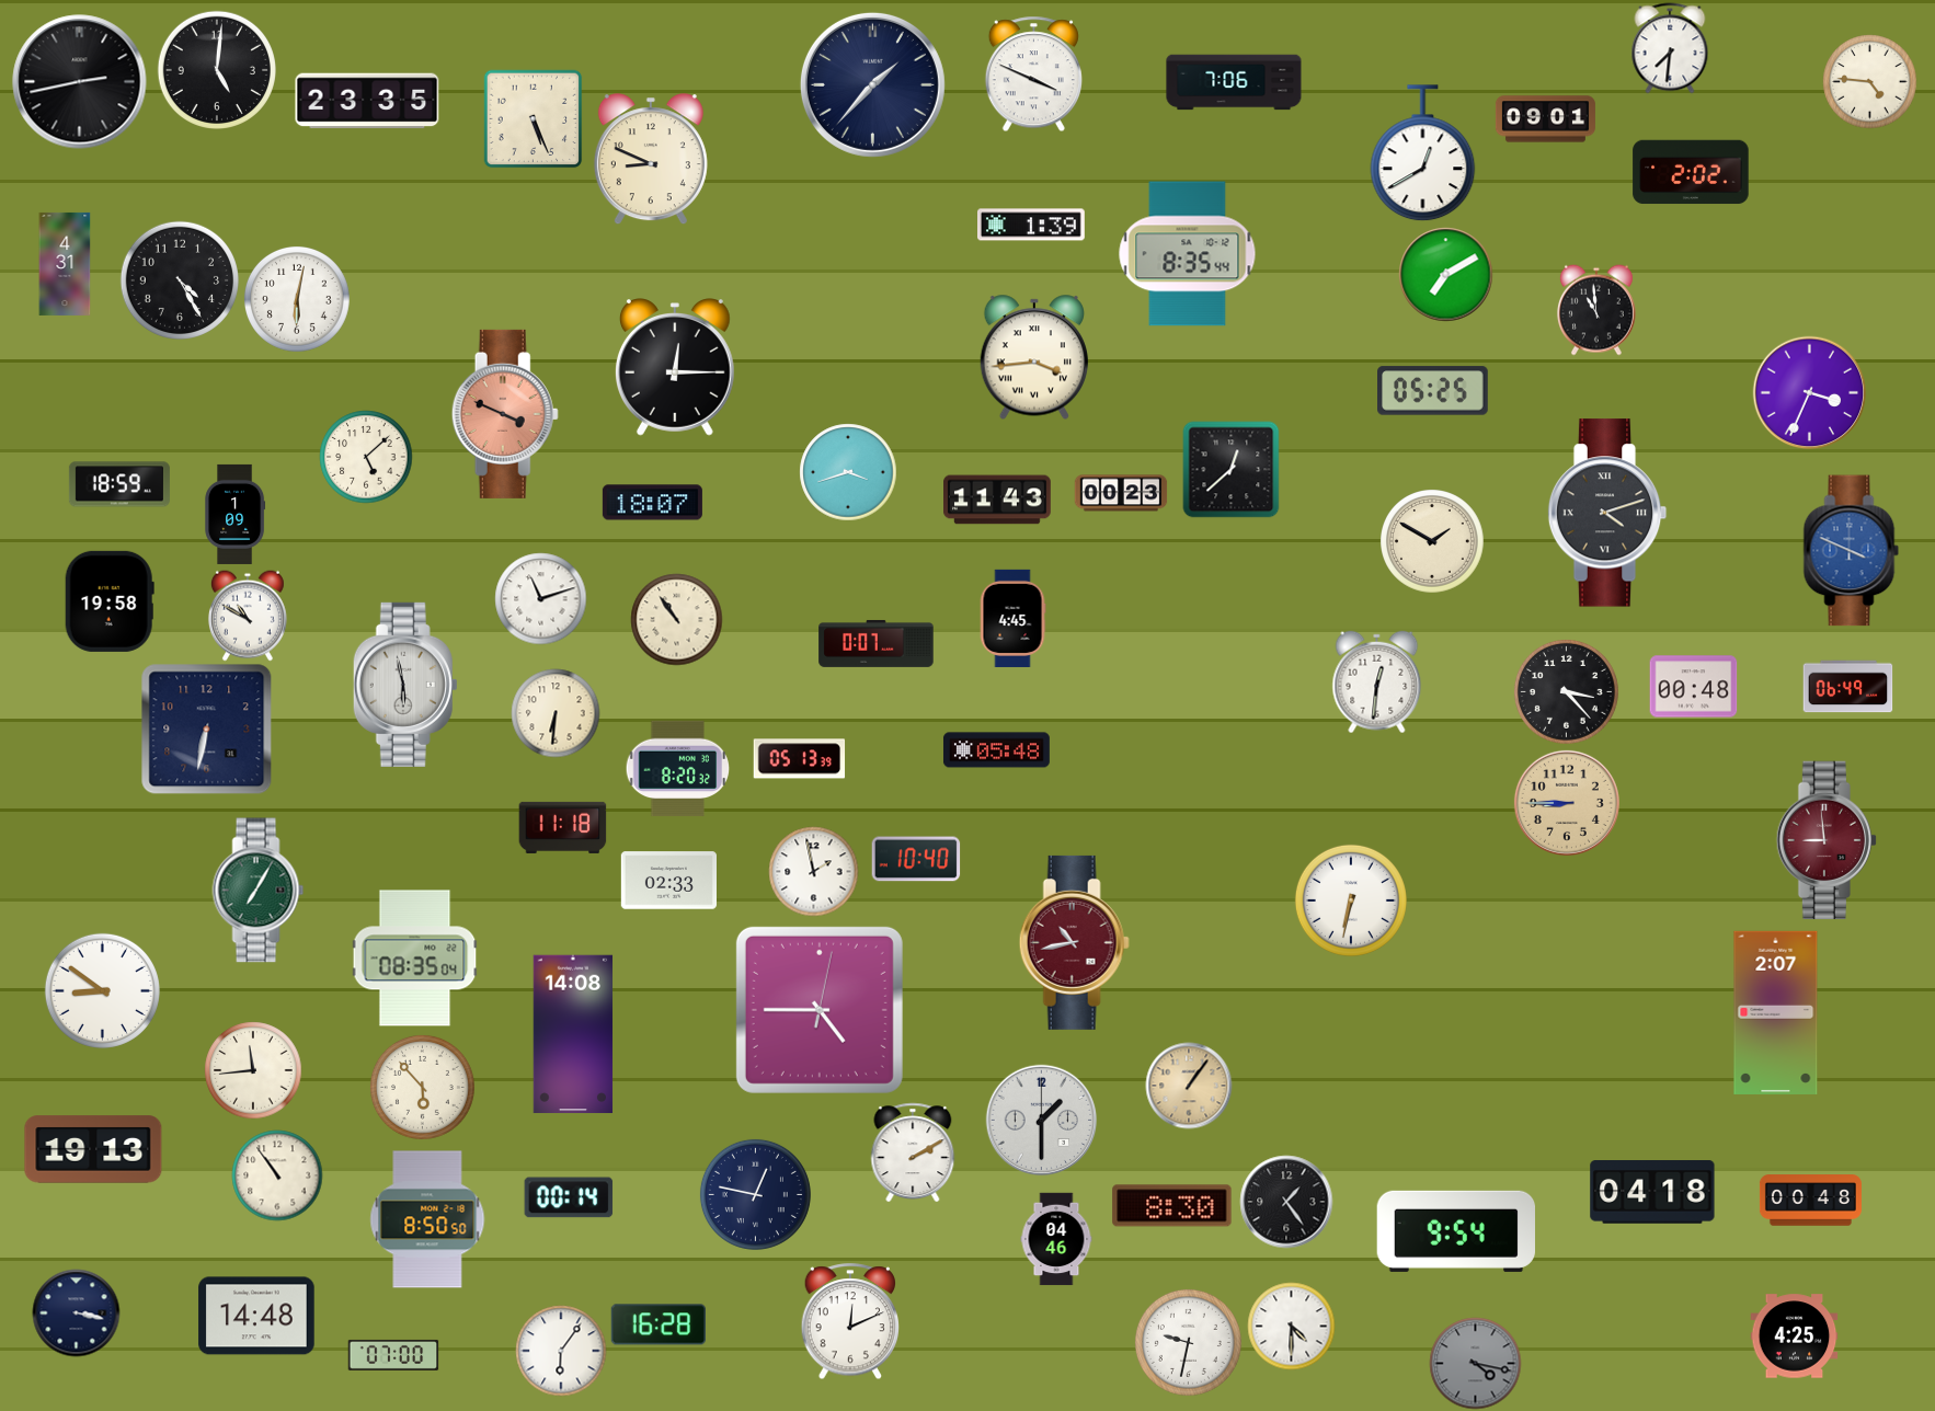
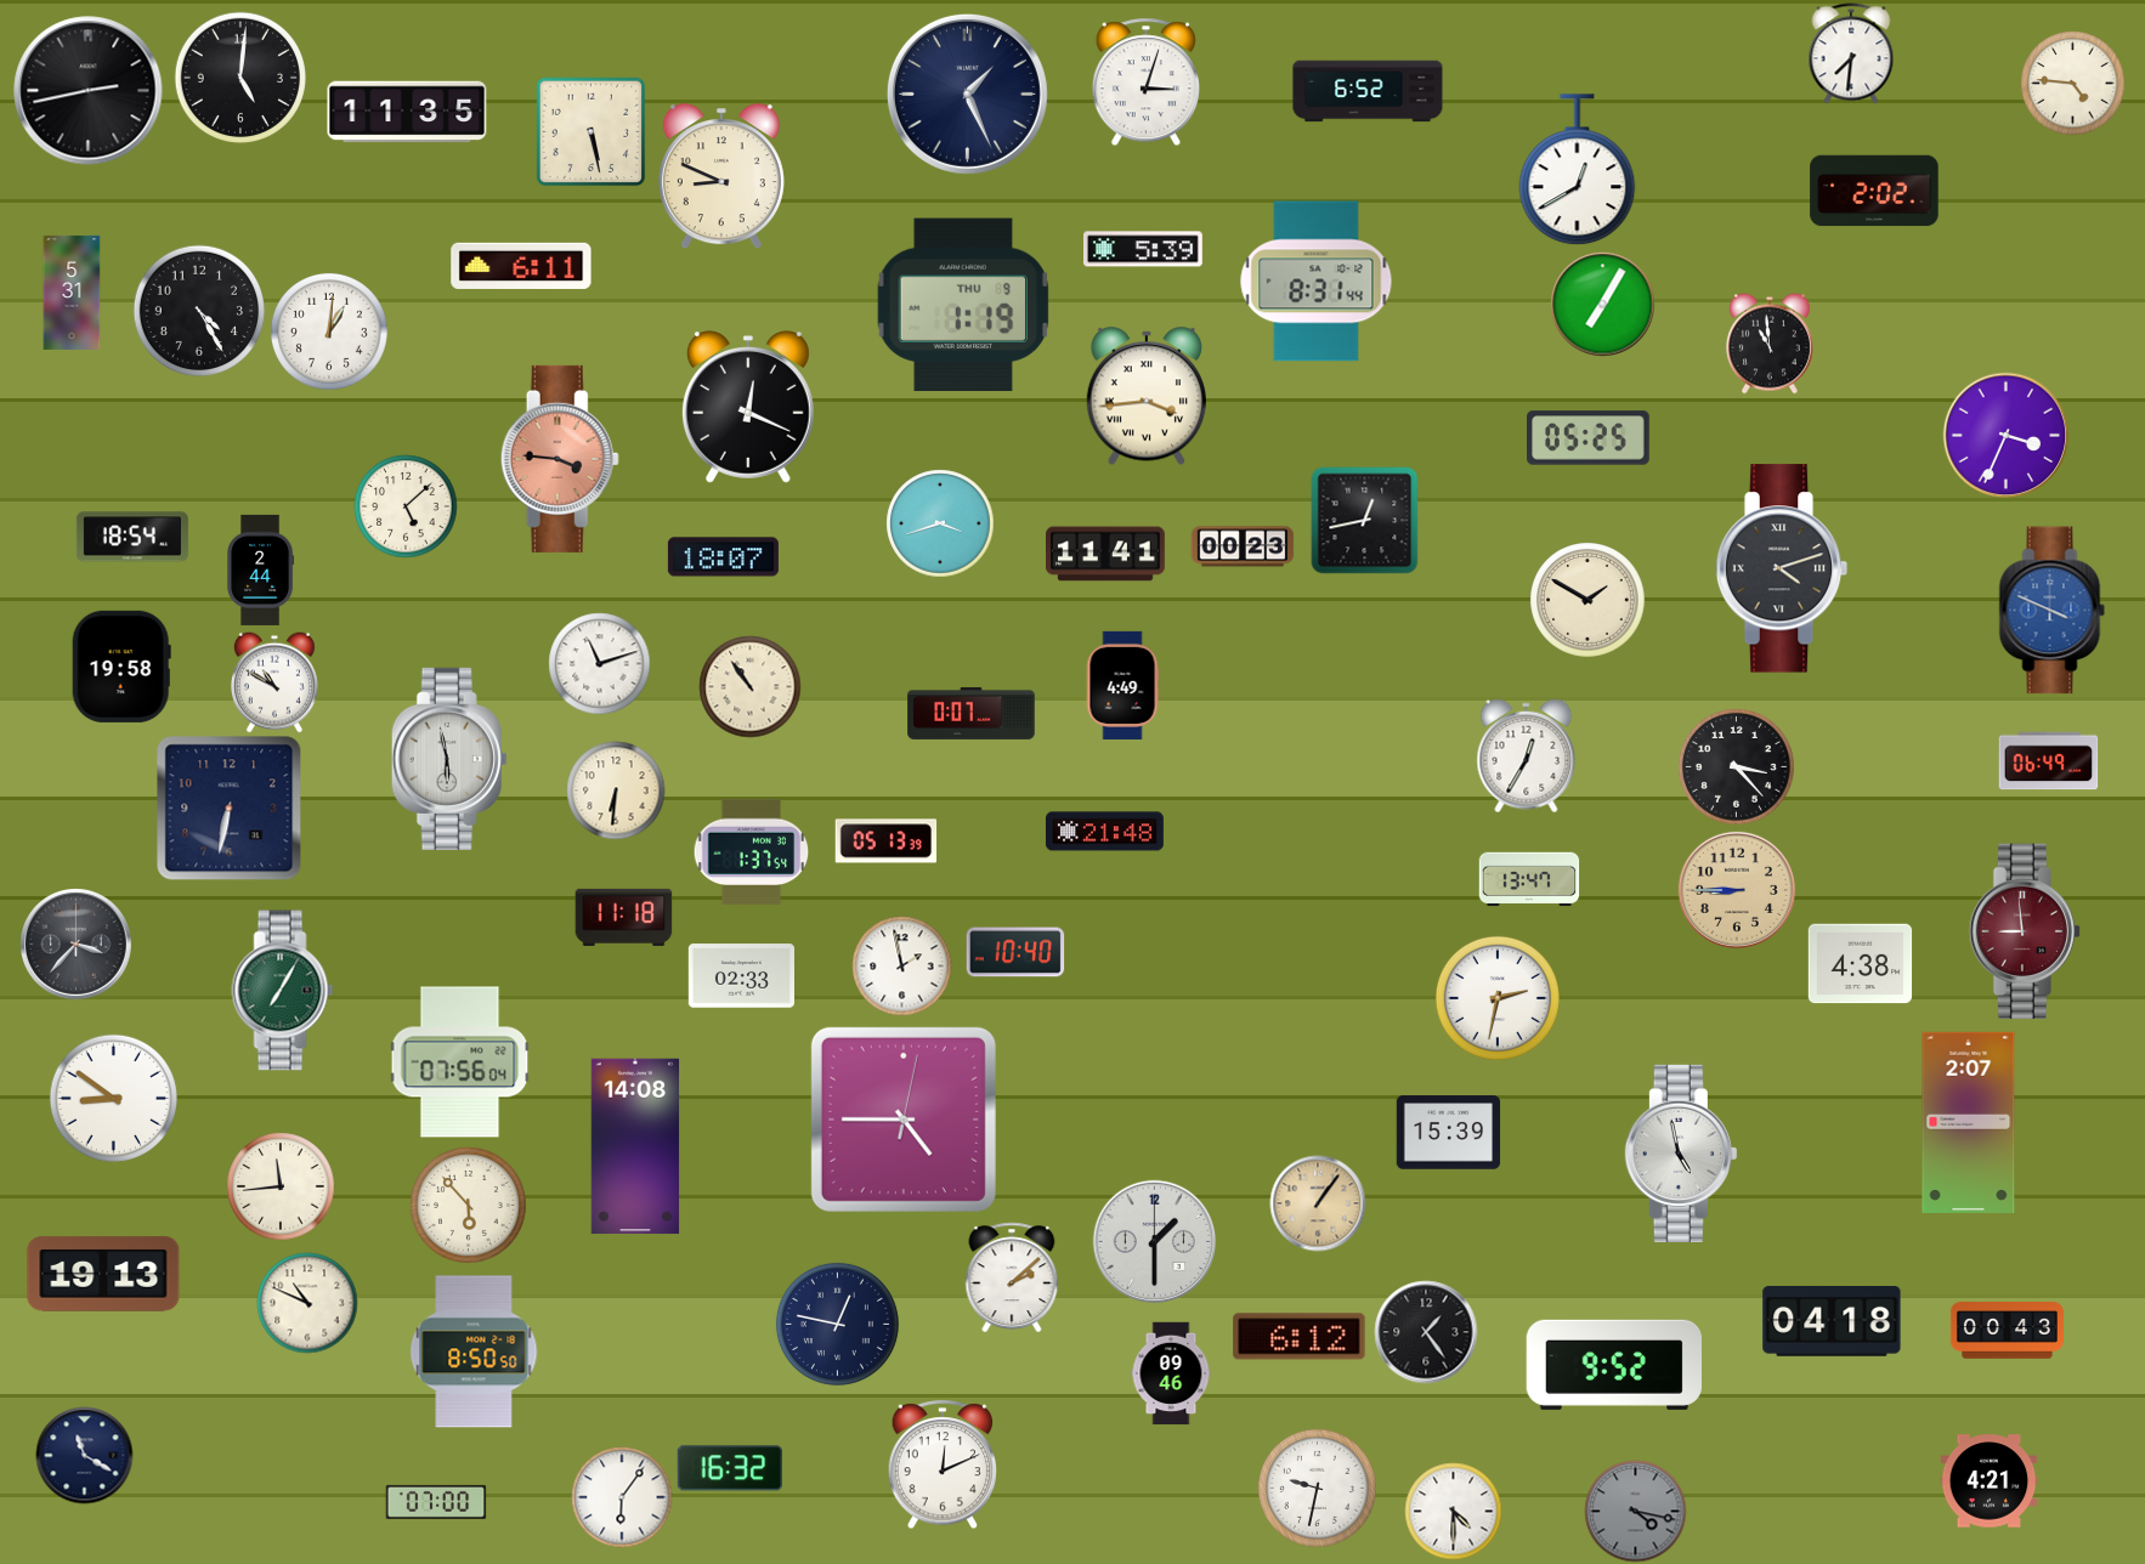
clock at (1033, 73): 3:49 -> 3:03
clock at (1869, 81) position: (1869, 81) -> (2072, 83)
clock at (1234, 82): 7:06 -> 6:52
clock at (872, 84): 1:37 -> 1:26
clock at (367, 101): 23:35 -> 11:35
clock at (533, 118): 5:26 -> 5:28
clock at (1545, 119): 09:01 -> none
clock at (1032, 225): 1:39 -> 5:39
clock at (521, 266): none -> 6:11
clock at (1188, 254): 8:35 -> 8:31
clock at (65, 264): 4:31 -> 5:31
clock at (963, 304): none -> 1:19
clock at (1445, 274): 7:10 -> 7:05
clock at (297, 299): 6:02 -> 1:01
clock at (675, 367): 12:15 -> 12:19
clock at (1433, 391) position: (1433, 391) -> (1589, 438)
clock at (505, 414): 3:49 -> 3:46
clock at (1230, 469): 12:38 -> 12:43
clock at (119, 484): 18:59 -> 18:54
clock at (998, 500): 11:43 -> 11:41
clock at (236, 514): 1:09 -> 2:44
clock at (1012, 618): 4:45 -> 4:49
clock at (1377, 681): 12:31 -> 12:35
clock at (1693, 687): 00:48 -> none
clock at (996, 750): 05:48 -> 21:48
clock at (677, 769): 8:20 -> 1:37
clock at (1529, 879): none -> 13:47
clock at (77, 945): none -> 3:37
clock at (1860, 964): none -> 4:38
clock at (259, 891) position: (259, 891) -> (283, 991)
clock at (1351, 900): 6:32 -> 2:32
clock at (1074, 942): 10:43 -> none
clock at (415, 959): 08:35 -> 07:56
clock at (820, 1010) position: (820, 1010) -> (904, 1120)
clock at (1448, 1133): none -> 15:39
clock at (1681, 1152): none -> 4:58
clock at (913, 1152): 2:10 -> 2:08
clock at (277, 1175): 10:54 -> 10:49
clock at (569, 1197): 00:14 -> none
clock at (1810, 1201): 00:48 -> 00:43
clock at (1172, 1206): 8:30 -> 6:12
clock at (1455, 1231): 9:54 -> 9:52
clock at (1056, 1239): 04:46 -> 09:46
clock at (76, 1312): 3:17 -> 11:20
clock at (256, 1316): 14:48 -> none
clock at (659, 1324): 16:28 -> 16:32
clock at (1291, 1326) position: (1291, 1326) -> (1453, 1511)
clock at (1794, 1337): 4:25 -> 4:21
